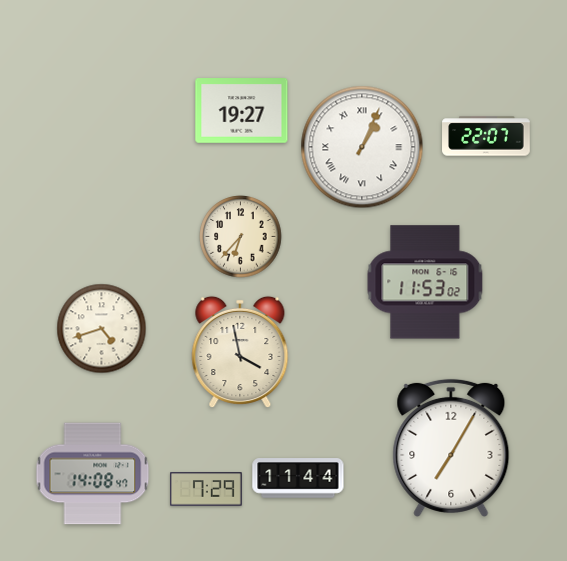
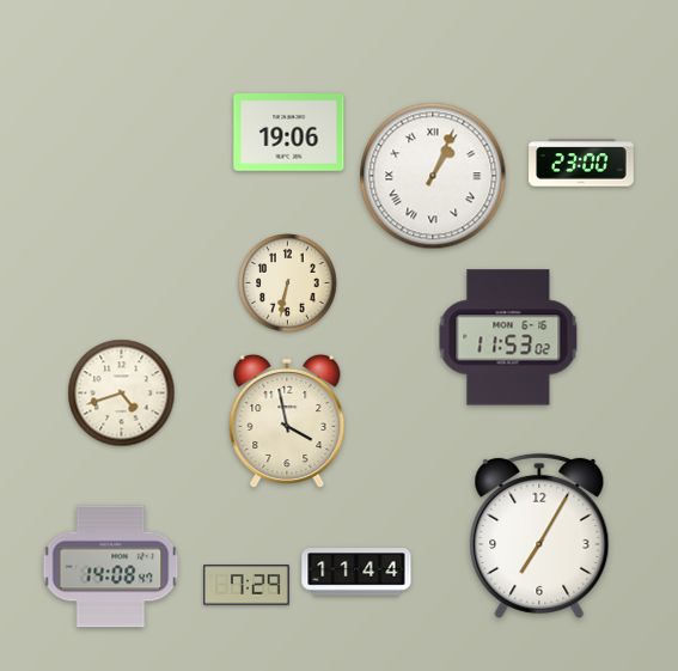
clock at (242, 111): 19:27 -> 19:06
clock at (486, 136): 22:07 -> 23:00
clock at (241, 237): 6:37 -> 6:32
